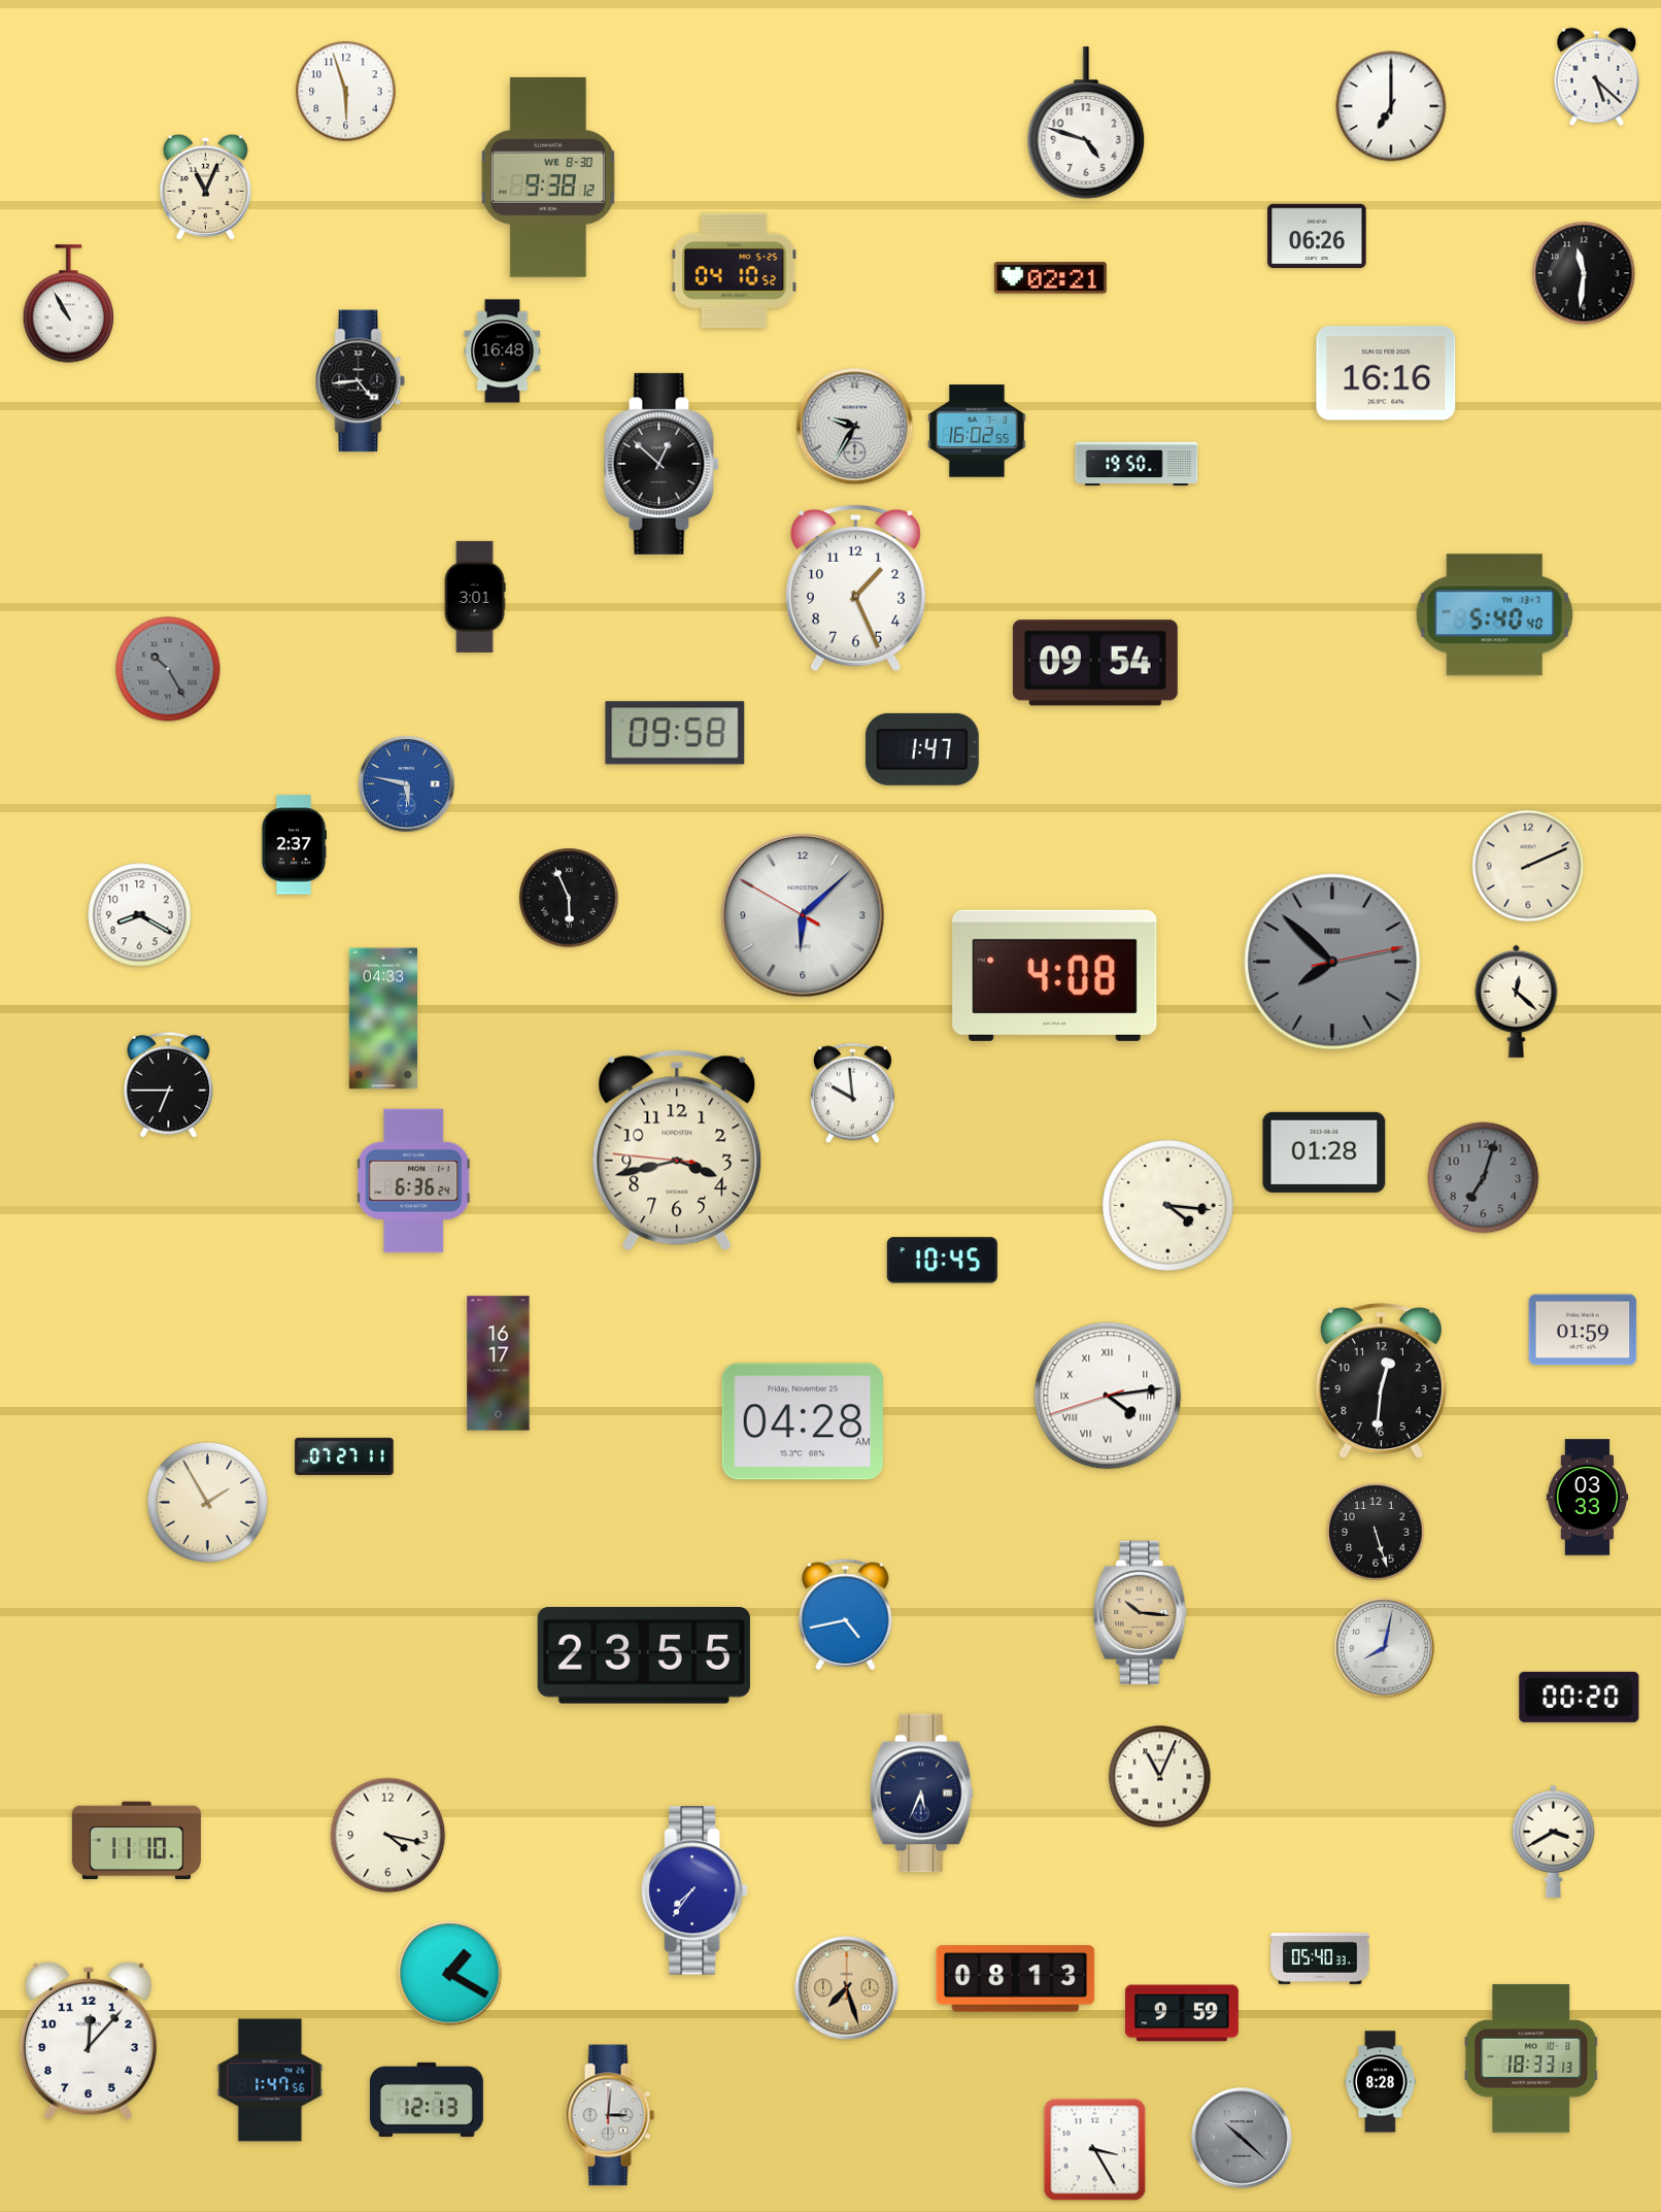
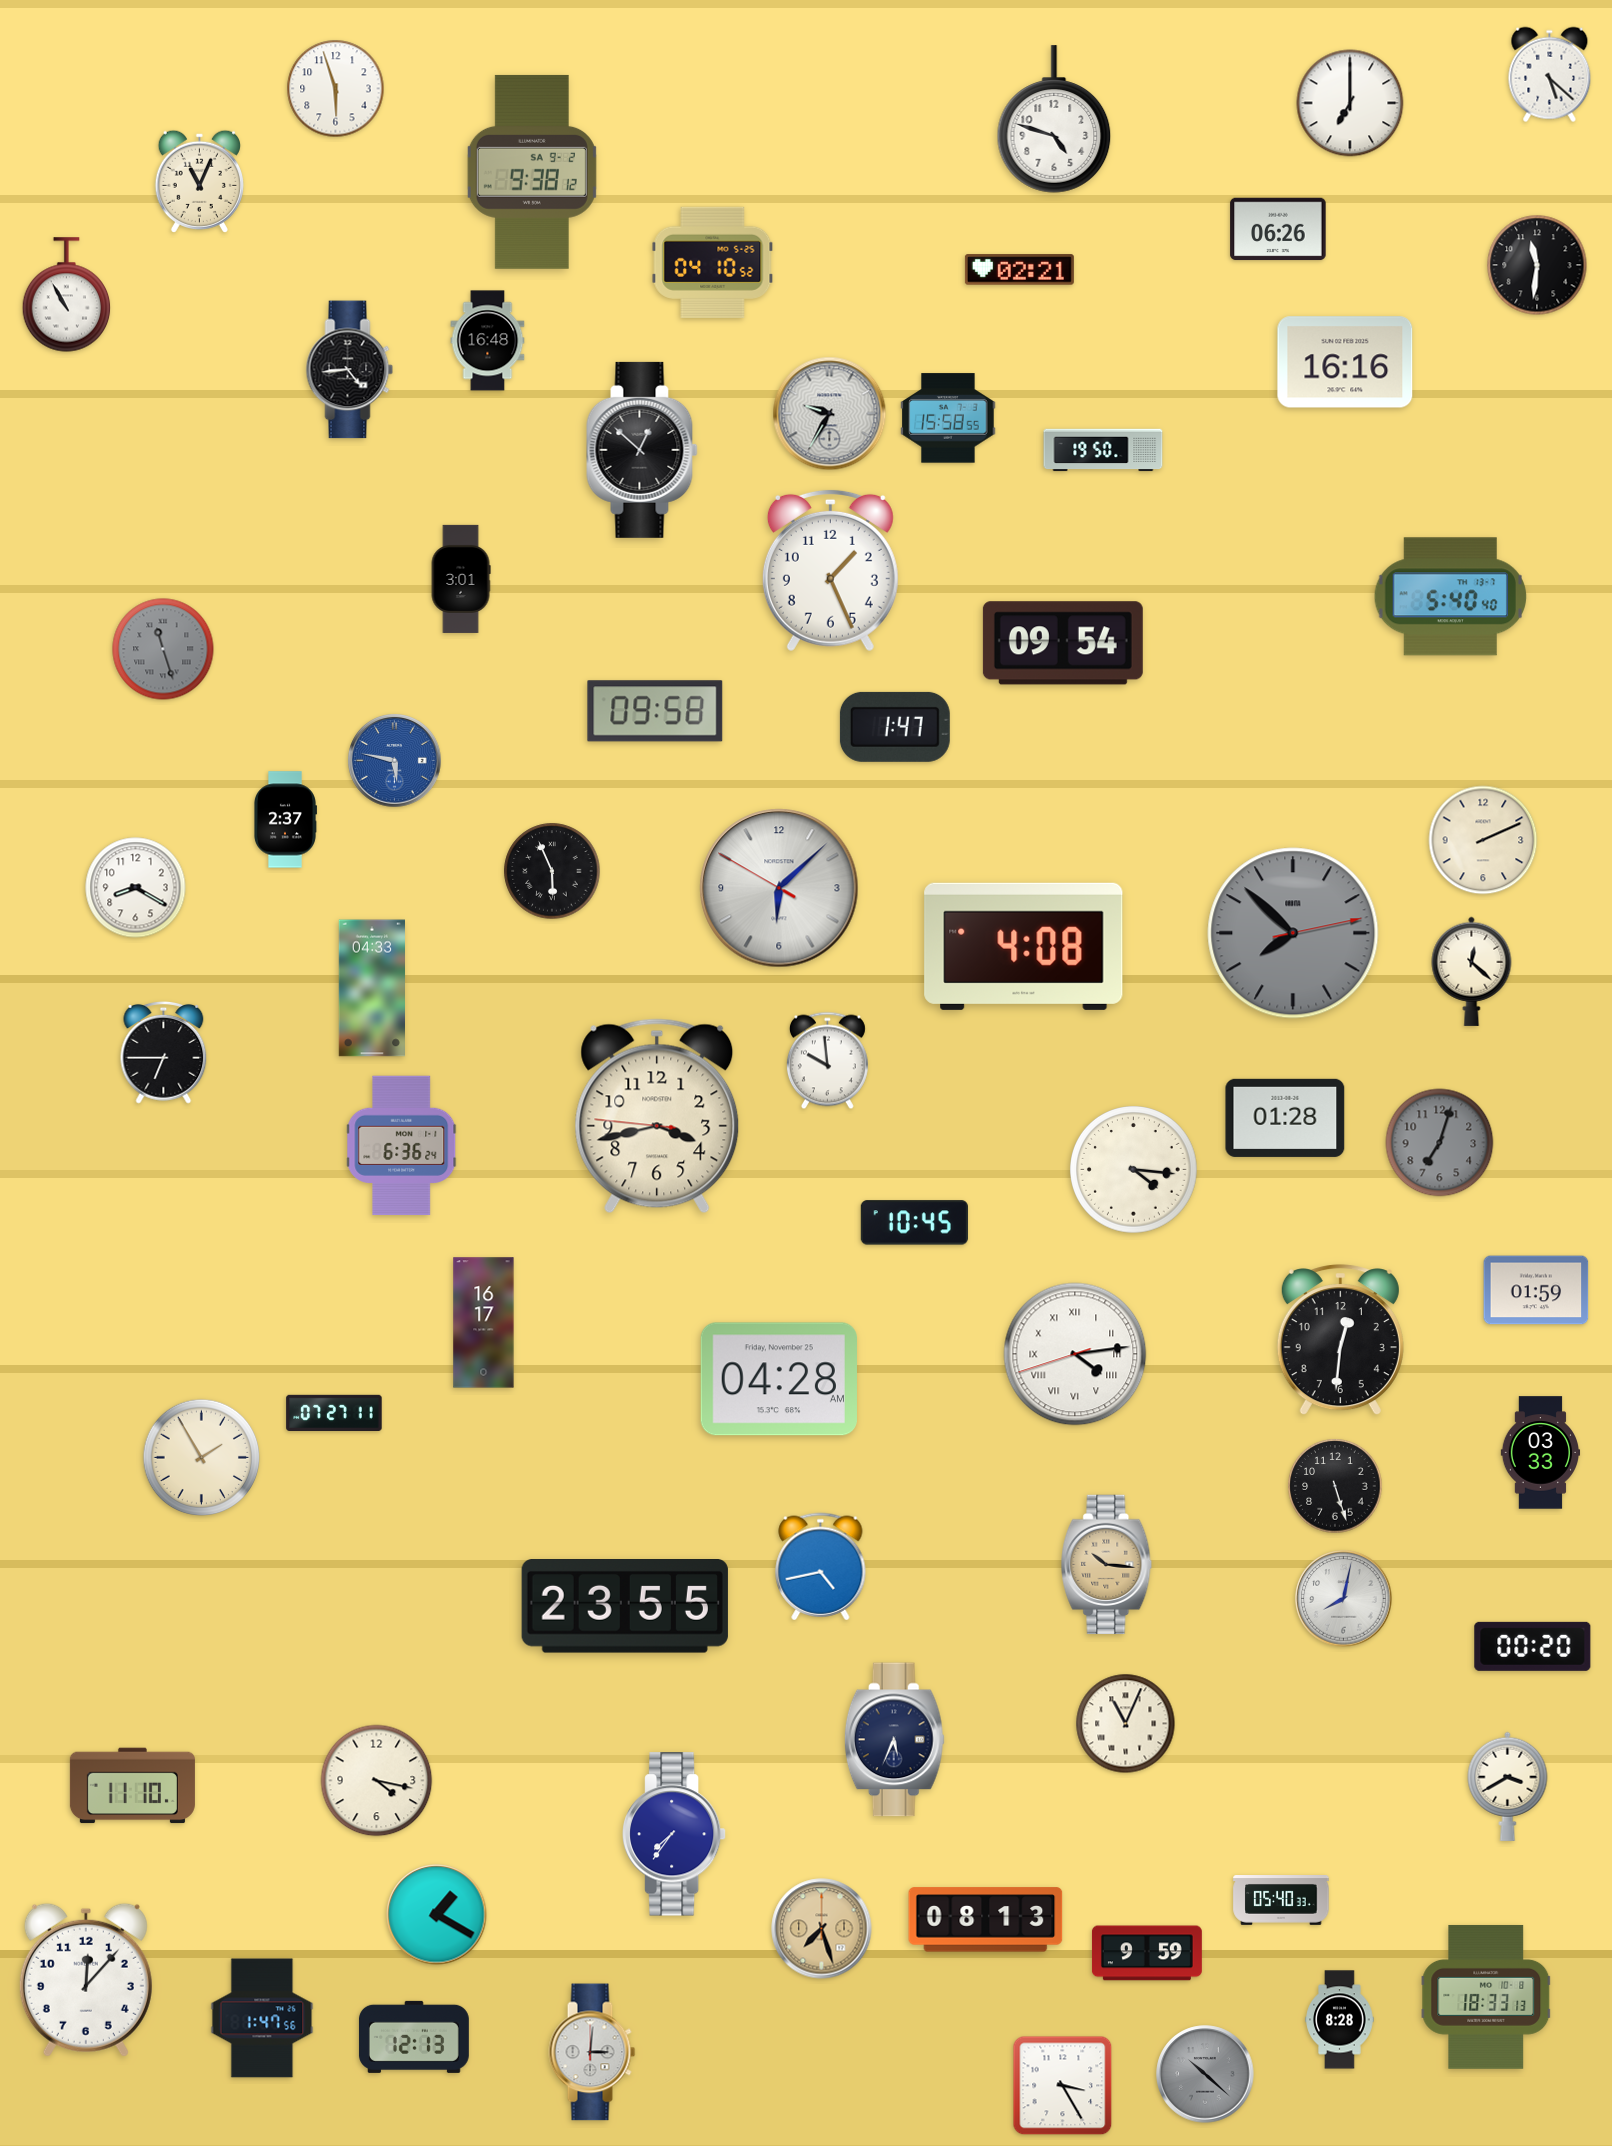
clock at (548, 177) date: WE 8-30 -> SA 9-2
clock at (977, 431): 16:02 -> 15:58
clock at (168, 669): 10:25 -> 11:27
